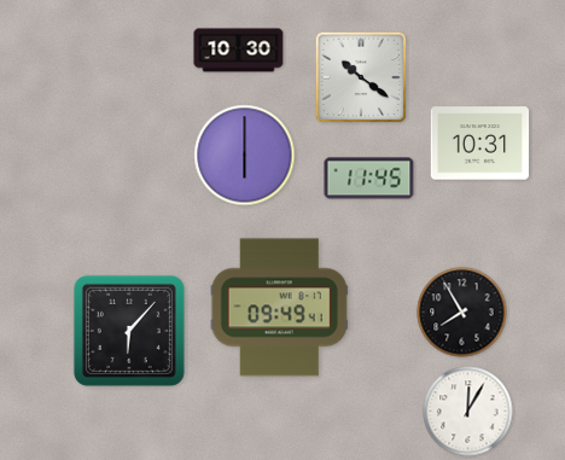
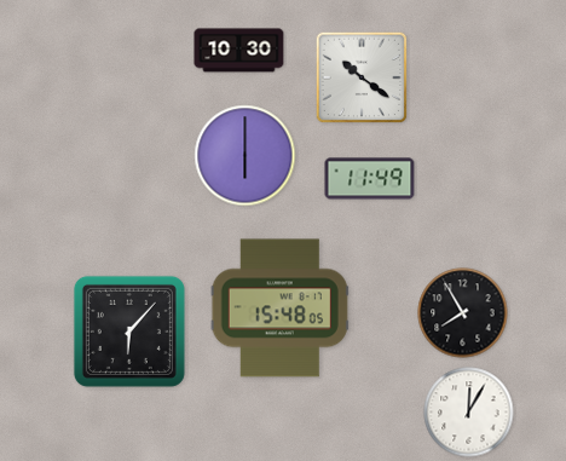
clock at (480, 144): 10:31 -> none
clock at (369, 179): 11:45 -> 11:49
clock at (279, 308): 09:49 -> 15:48
